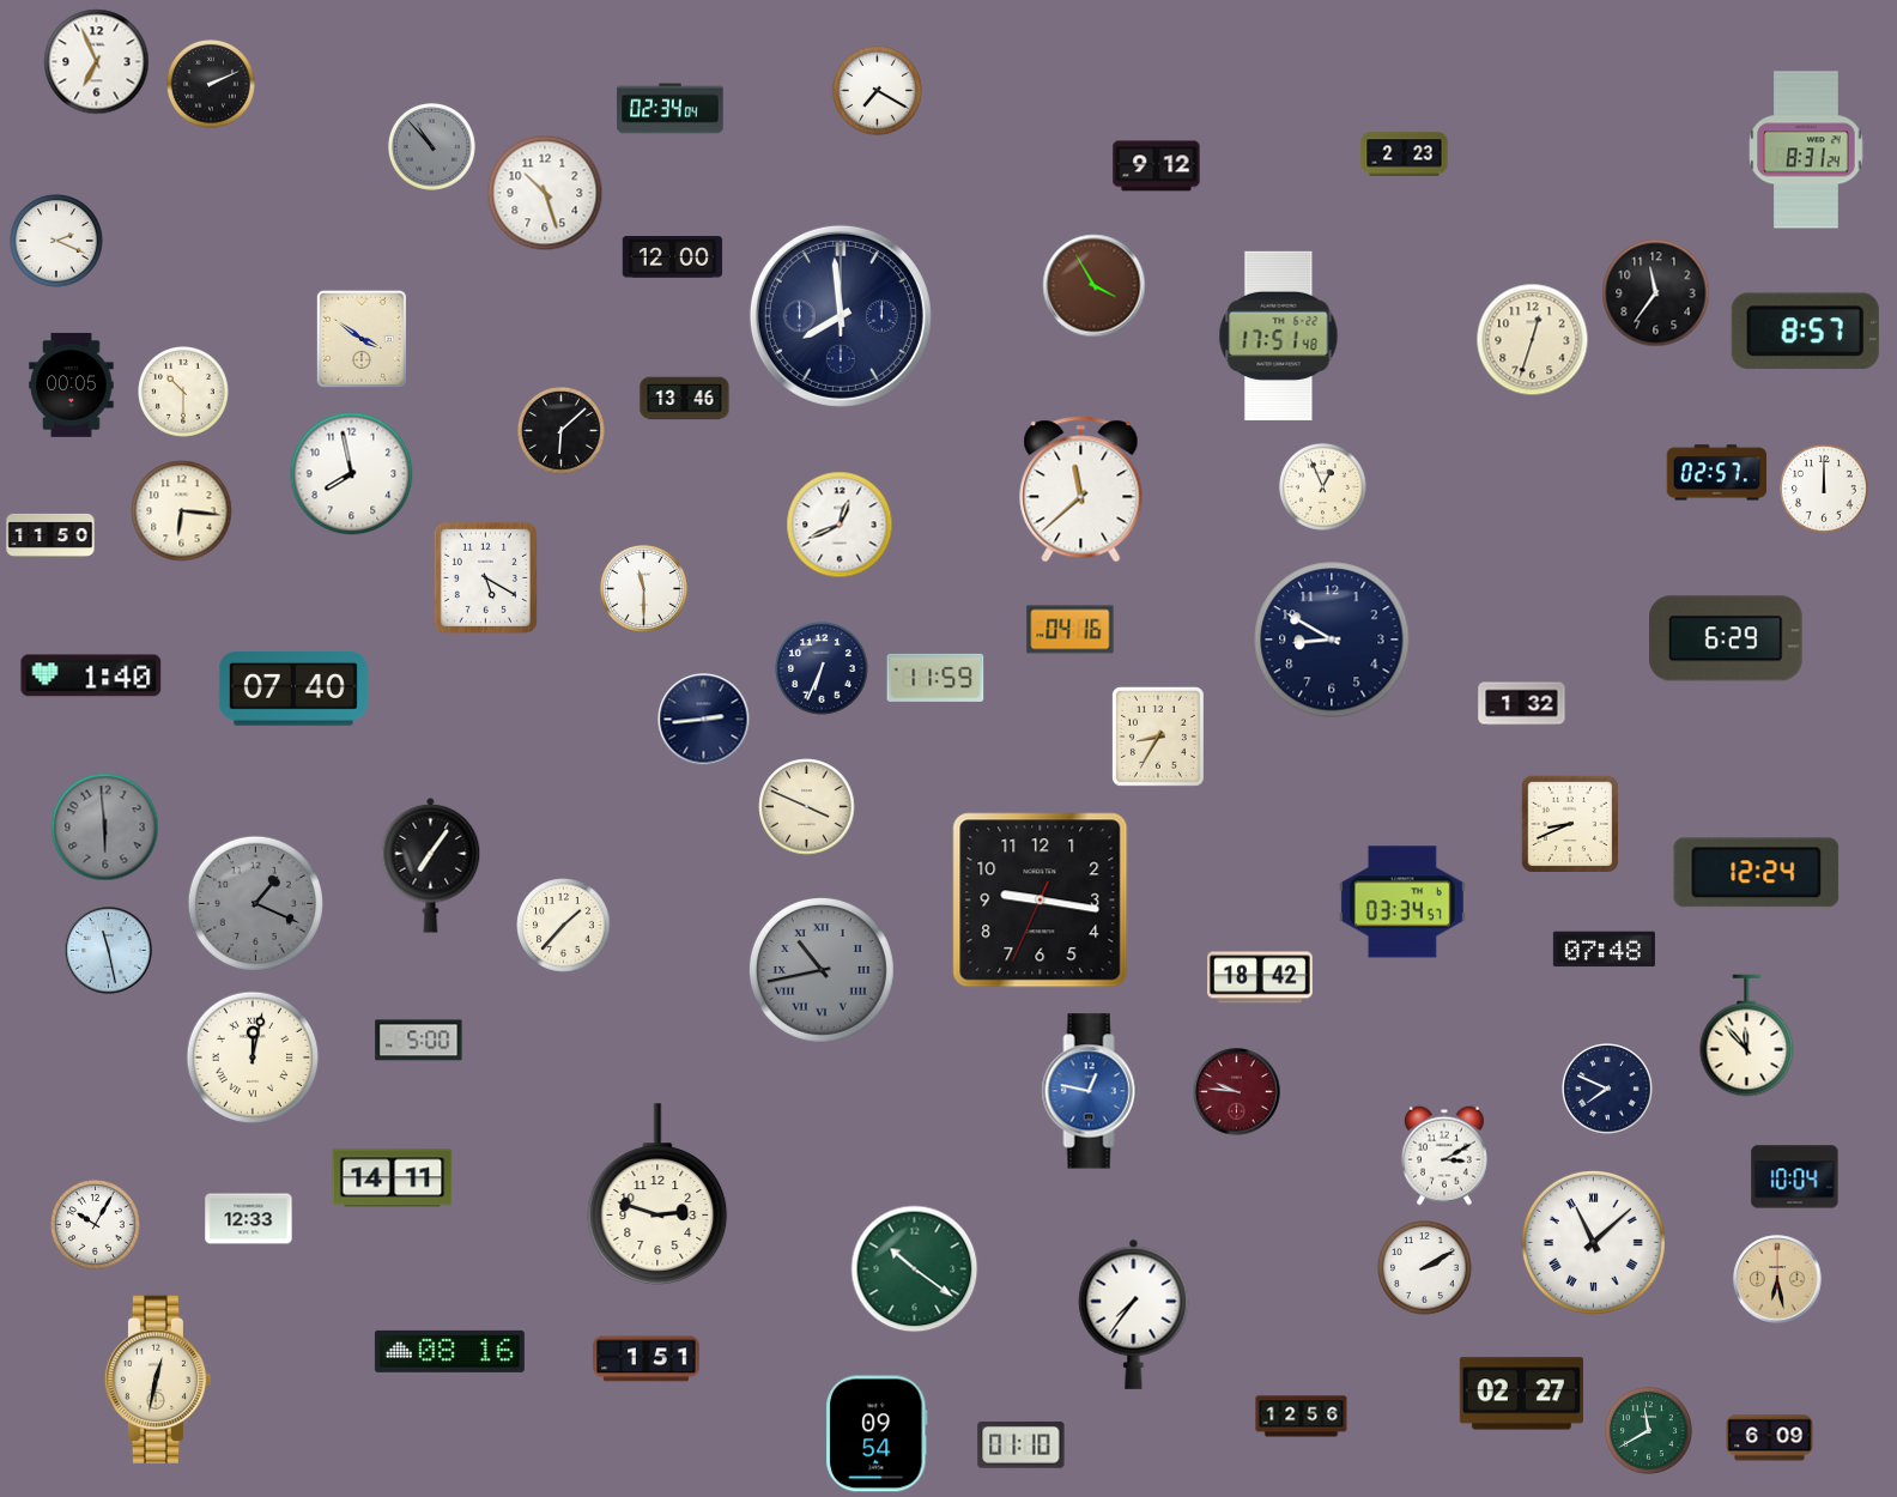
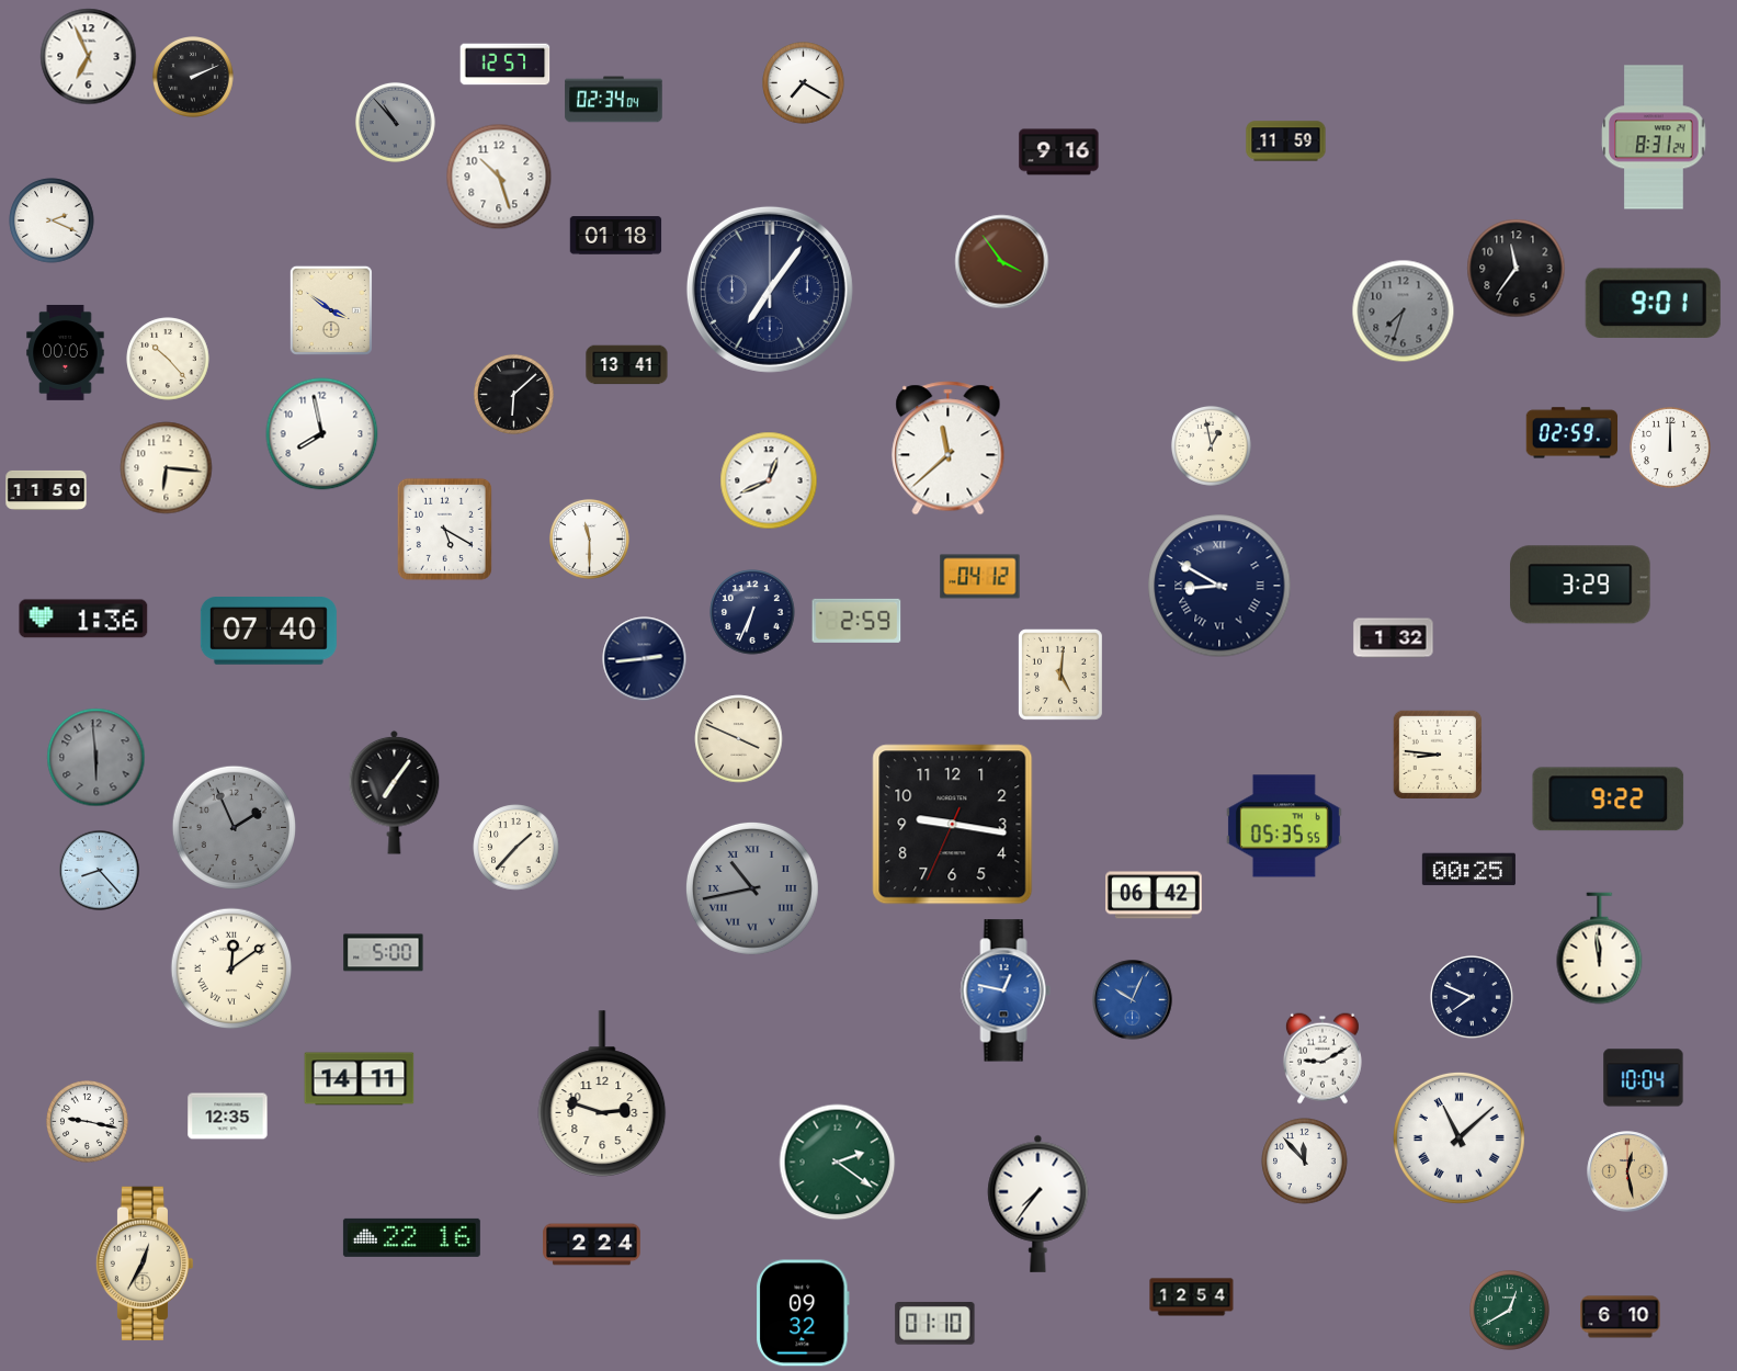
clock at (506, 65): none -> 12:57
clock at (431, 146) position: (431, 146) -> (395, 122)
clock at (1405, 154): 2:23 -> 11:59
clock at (1157, 166): 9:12 -> 9:16
clock at (673, 257): 12:00 -> 01:18
clock at (1095, 286): 3:55 -> 3:54
clock at (841, 316): 7:59 -> 7:06
clock at (1805, 332): 8:57 -> 9:01
clock at (1279, 335): 17:51 -> none
clock at (1533, 340): 12:33 -> 7:33
clock at (1533, 340) dial: cream -> grey
clock at (183, 392): 10:30 -> 10:23
clock at (685, 399): 13:46 -> 13:41
clock at (1717, 473): 02:57 -> 02:59
clock at (1322, 486): 12:56 -> 12:58
clock at (1081, 490) position: (1081, 490) -> (949, 449)
clock at (1071, 630): 04:16 -> 04:12
clock at (1726, 638): 6:29 -> 3:29
clock at (1332, 640) numerals: Arabic -> Roman
clock at (91, 675): 1:40 -> 1:36
clock at (935, 678): 11:59 -> 2:59
clock at (1522, 704) position: (1522, 704) -> (1394, 638)
clock at (1158, 737): 8:35 -> 5:01
clock at (1569, 823): 8:41 -> 8:46
clock at (1757, 873): 12:24 -> 9:22
clock at (1402, 902): 03:34 -> 05:35
clock at (255, 903): 1:19 -> 1:56
clock at (1604, 950): 07:48 -> 00:25
clock at (109, 951): 11:28 -> 8:23
clock at (1260, 977): 18:42 -> 06:42
clock at (1747, 1036): 11:53 -> 11:59
clock at (253, 1057): 12:02 -> 12:09
clock at (1091, 1091) position: (1091, 1091) -> (1006, 990)
clock at (1237, 1092): 9:46 -> 10:04
clock at (1237, 1092) dial: burgundy -> blue
clock at (1444, 1156): 3:10 -> 9:10
clock at (249, 1219): 12:33 -> 12:35
clock at (96, 1225): 10:05 -> 9:17
clock at (1425, 1268): 2:10 -> 11:53
clock at (915, 1269): 10:21 -> 2:21
clock at (1777, 1279): 6:28 -> 12:28
clock at (449, 1351): 08:16 -> 22:16
clock at (647, 1359): 1:51 -> 2:24
clock at (158, 1378): 12:32 -> 12:35
clock at (1521, 1394): 02:27 -> none
clock at (1302, 1417): 12:56 -> 12:54
clock at (1648, 1430): 11:40 -> 12:40
clock at (877, 1434): 09:54 -> 09:32
clock at (1770, 1438): 6:09 -> 6:10
